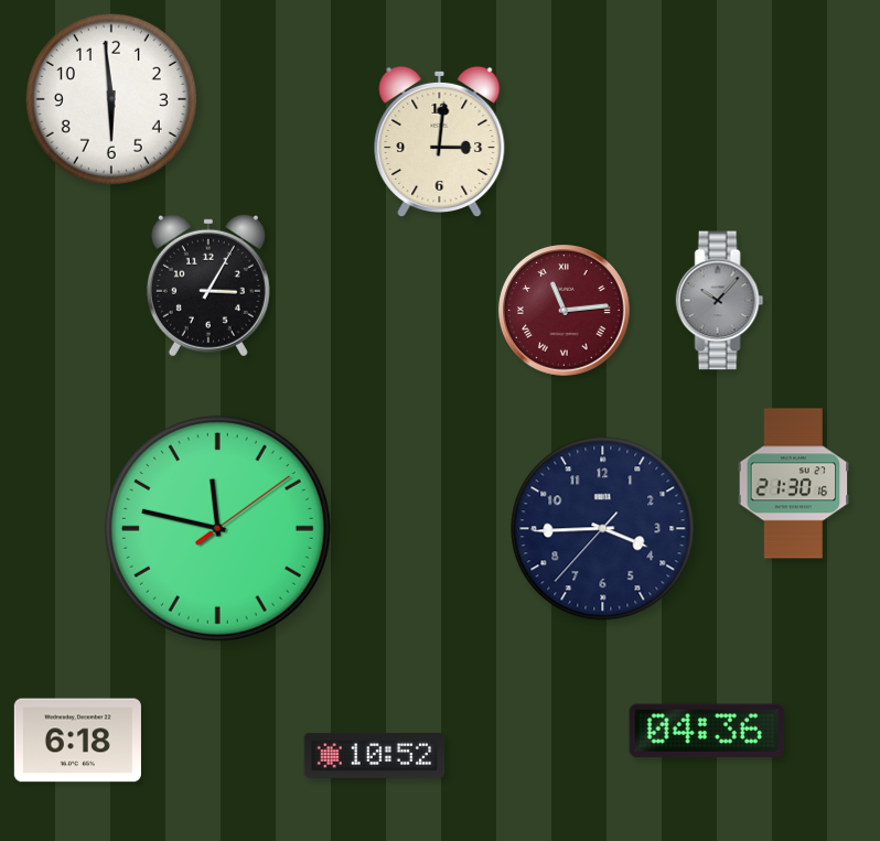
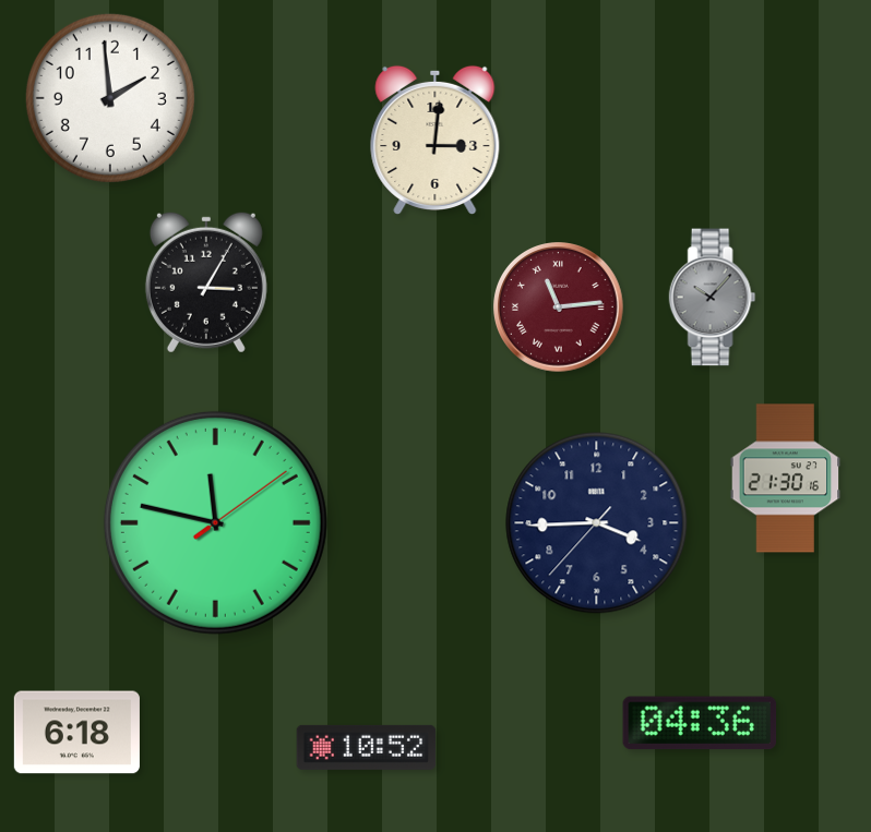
clock at (111, 99): 5:59 -> 1:59
clock at (375, 755) position: (375, 755) -> (367, 747)
